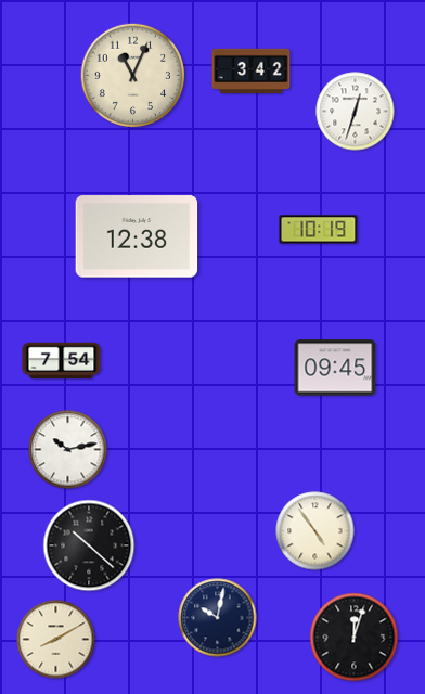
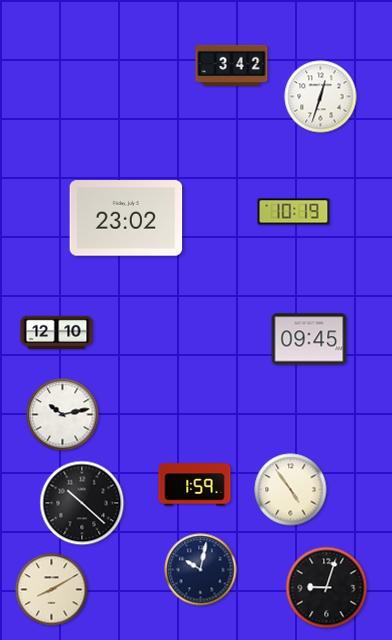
clock at (133, 76): 11:04 -> none
clock at (356, 112) position: (356, 112) -> (321, 97)
clock at (137, 236): 12:38 -> 23:02
clock at (62, 361): 7:54 -> 12:10
clock at (195, 485): none -> 1:59
clock at (355, 638): 12:03 -> 9:03
